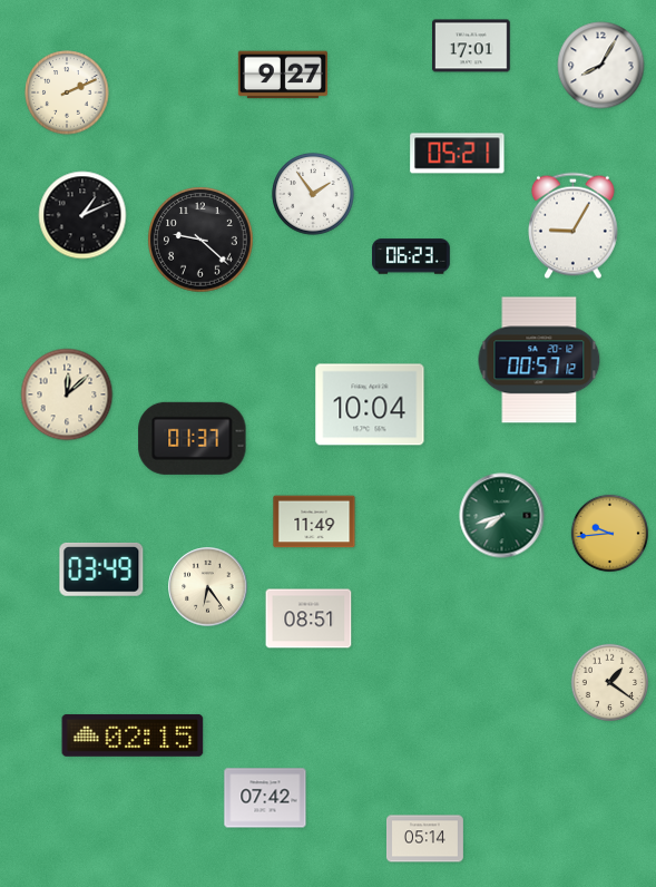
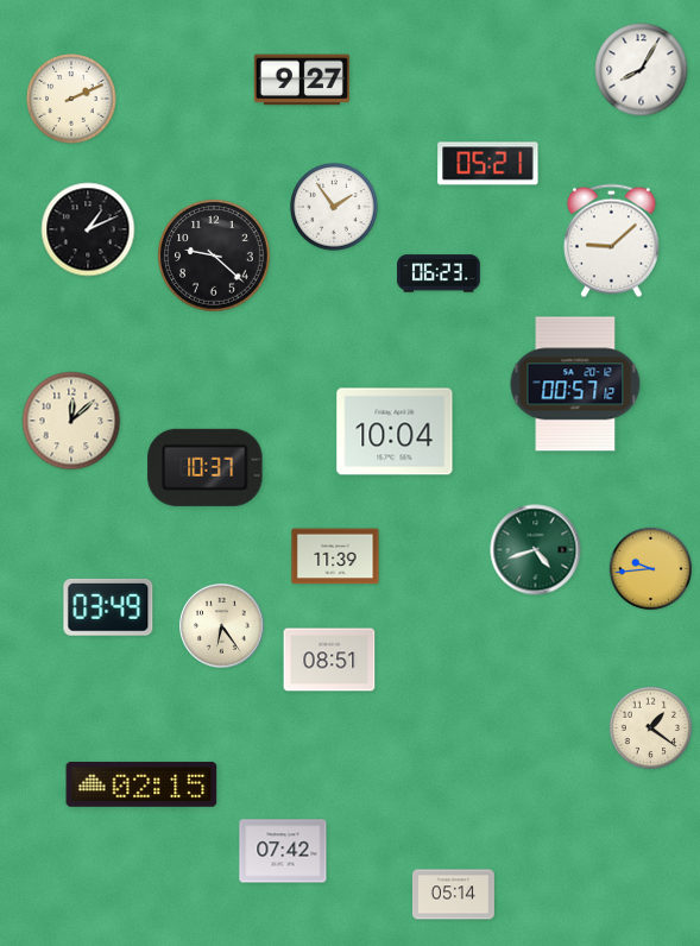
clock at (471, 46): 17:01 -> none
clock at (574, 226): 9:05 -> 9:08
clock at (193, 438): 01:37 -> 10:37
clock at (502, 516): 7:42 -> 4:42
clock at (314, 522): 11:49 -> 11:39
